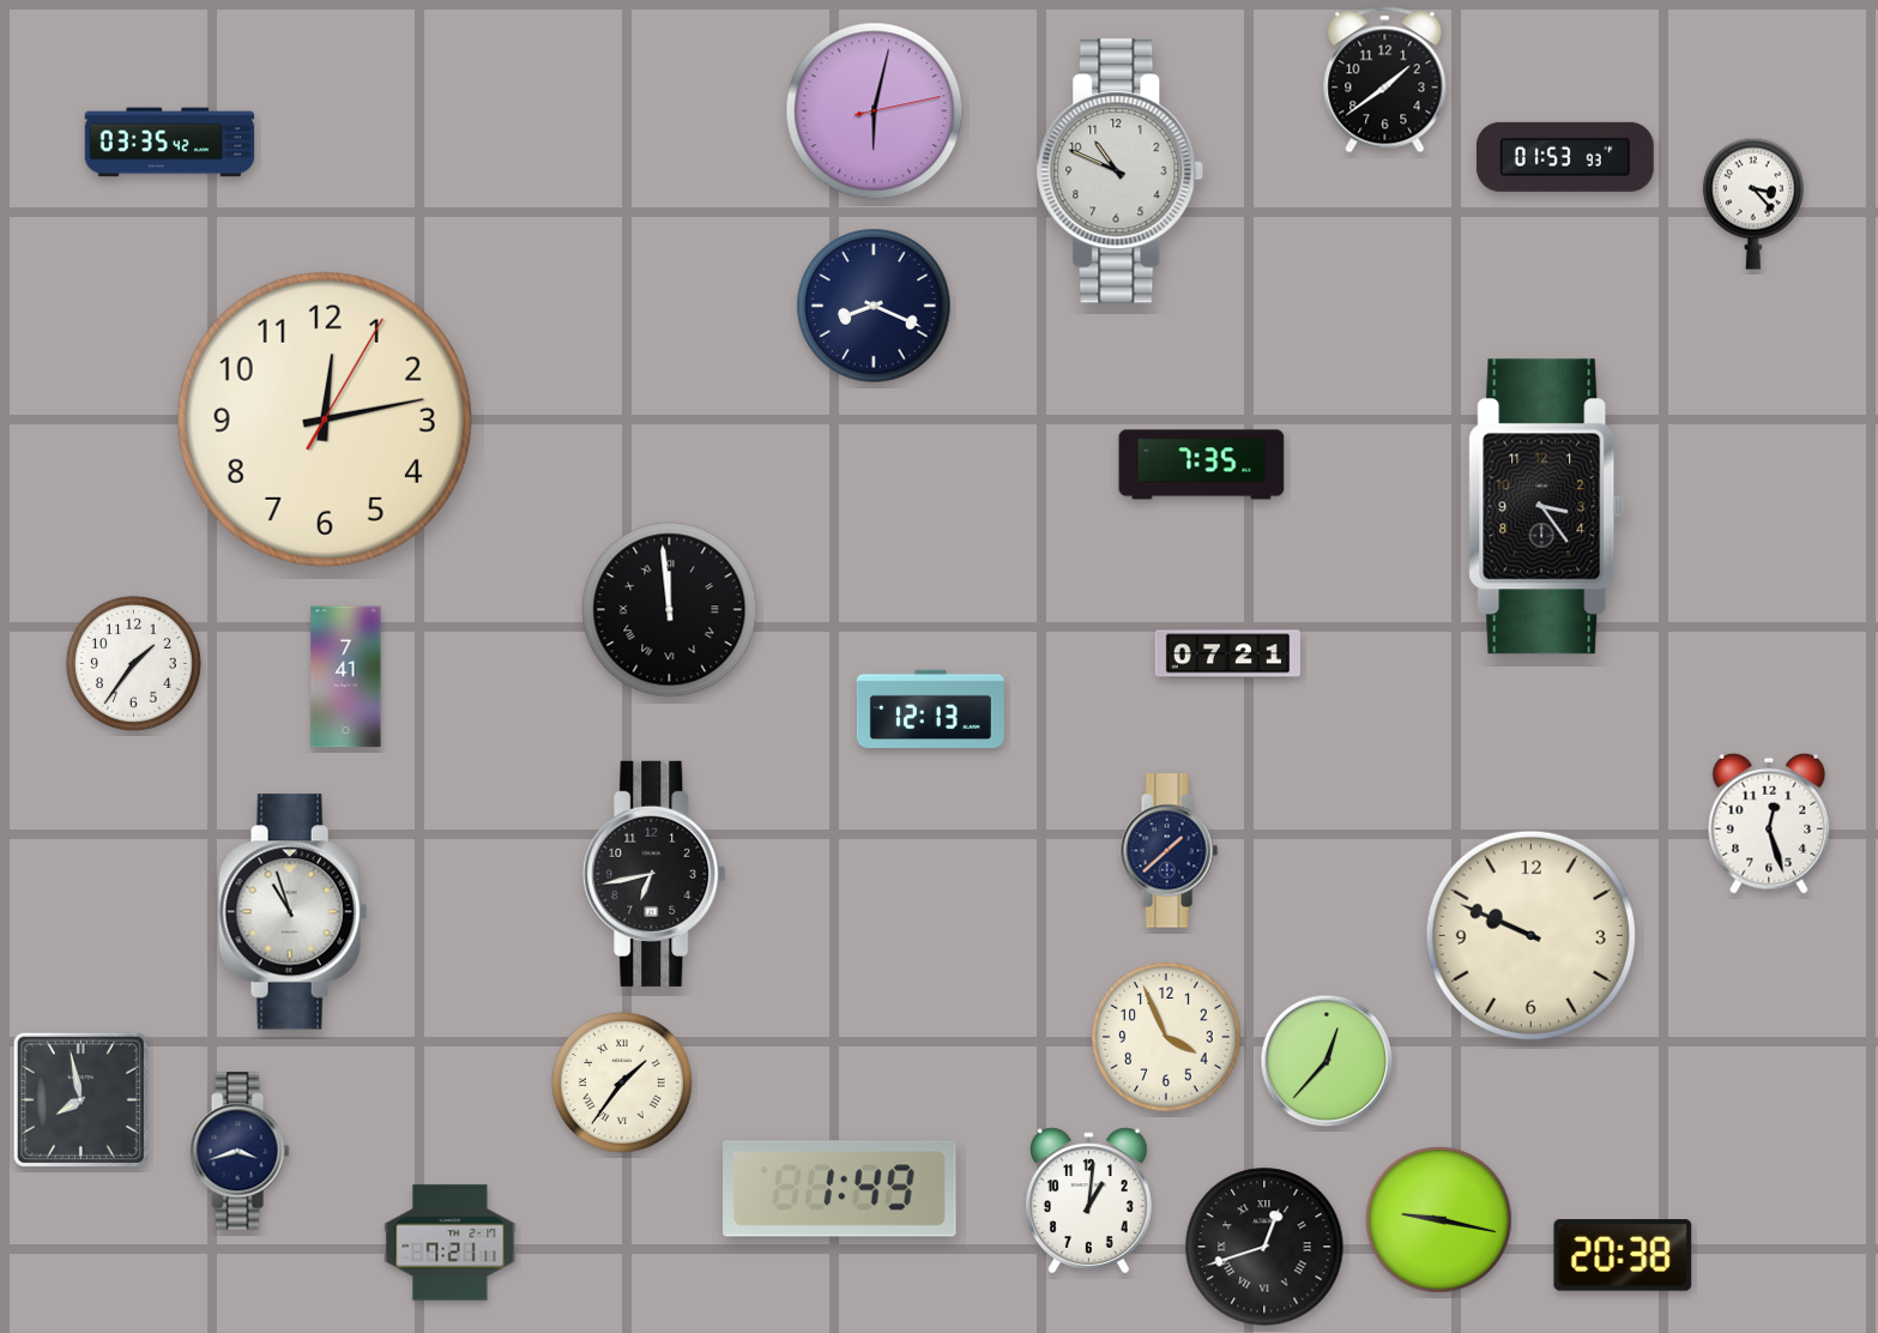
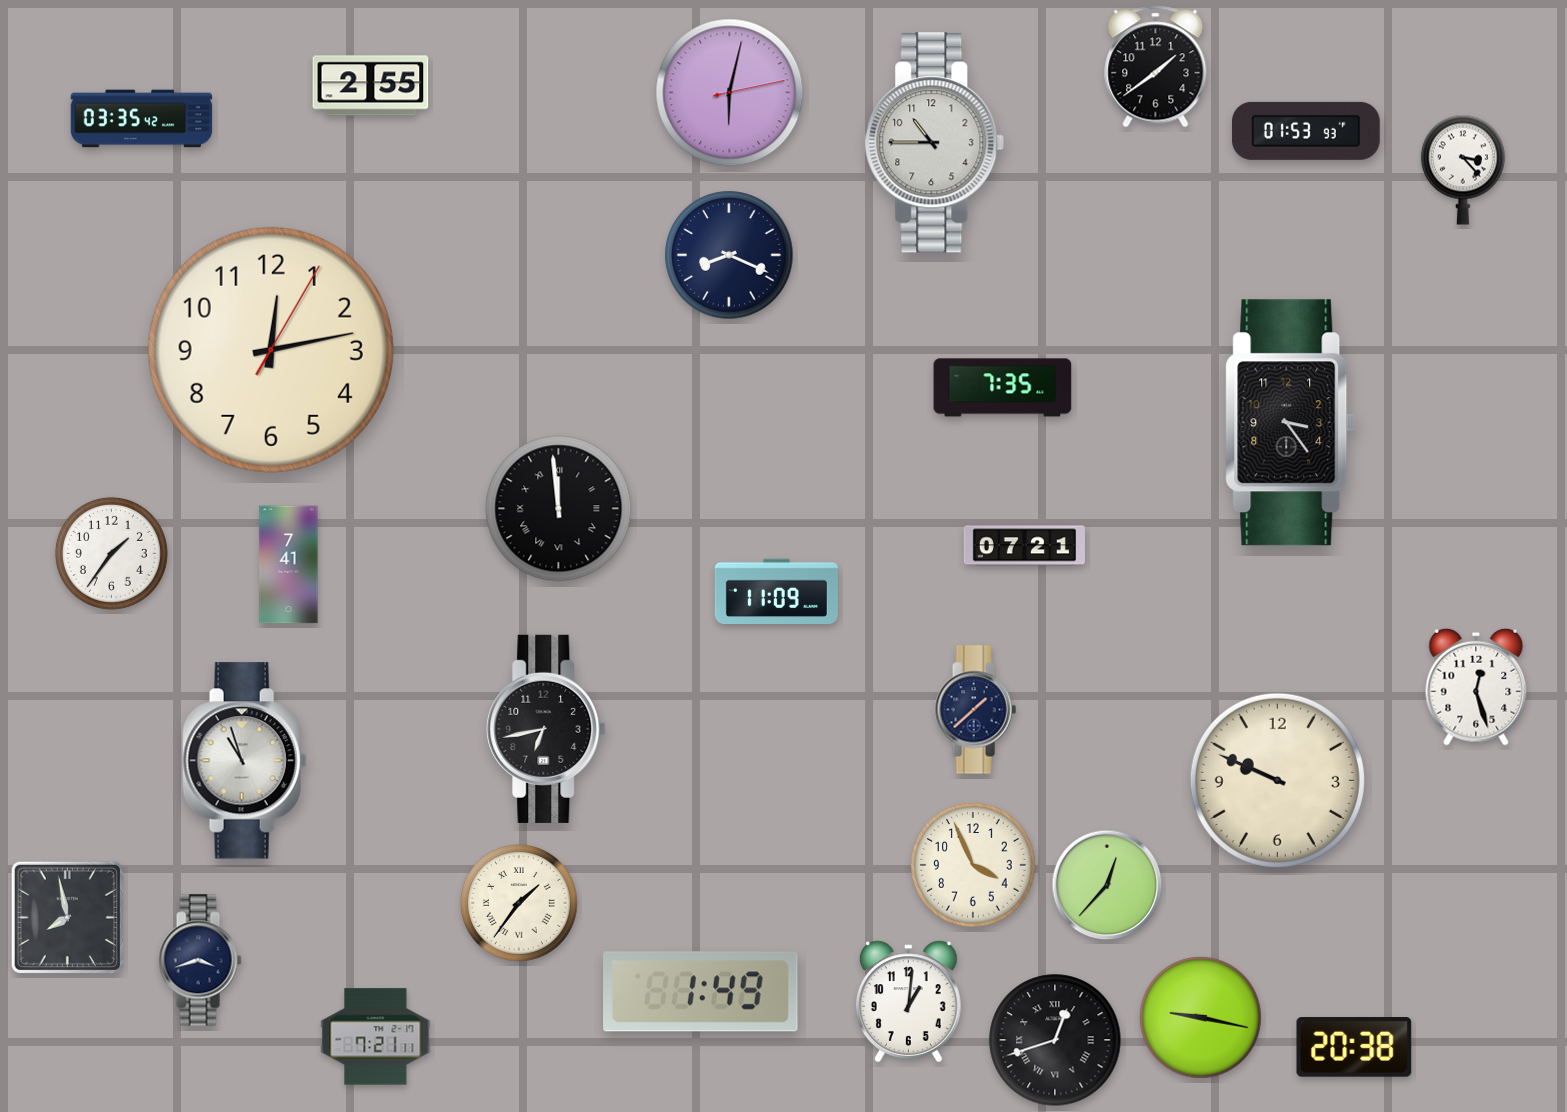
clock at (371, 86): none -> 2:55
clock at (1121, 171): 10:49 -> 10:45
clock at (930, 708): 12:13 -> 11:09
